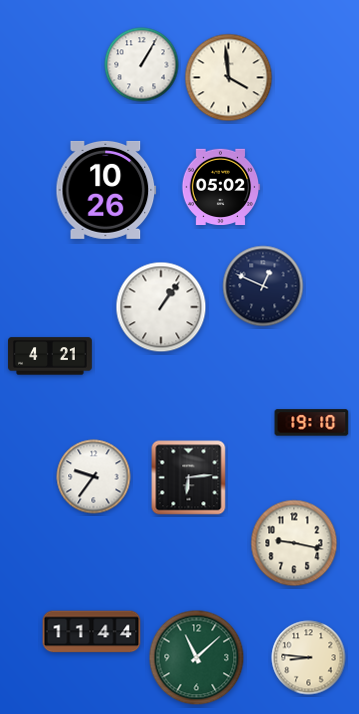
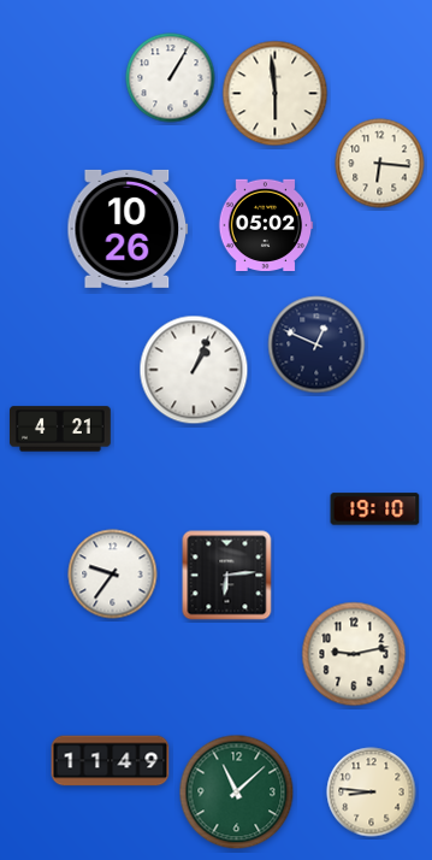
clock at (229, 78): 3:59 -> 5:59
clock at (380, 164): none -> 6:16
clock at (161, 307): 1:06 -> 1:04
clock at (294, 543): 9:17 -> 9:13
clock at (92, 632): 11:44 -> 11:49
